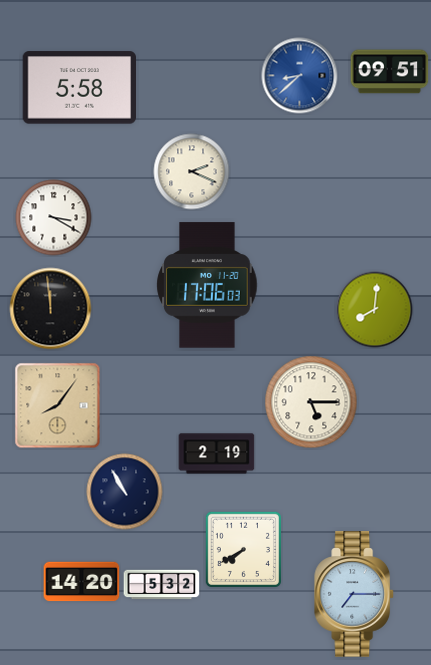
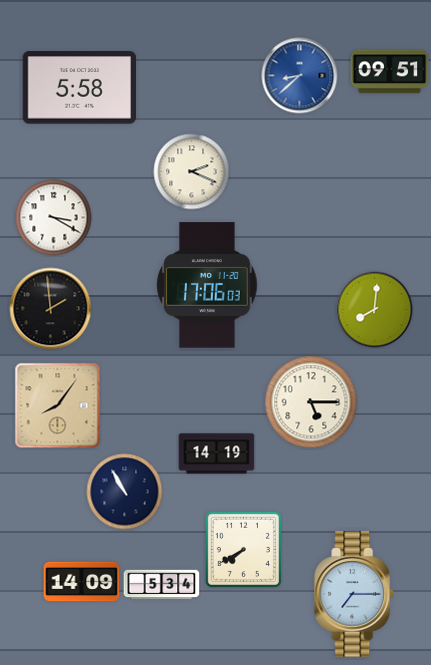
clock at (51, 309): 11:59 -> 1:59
clock at (217, 454): 2:19 -> 14:19
clock at (82, 582): 14:20 -> 14:09
clock at (162, 585): 5:32 -> 5:34
